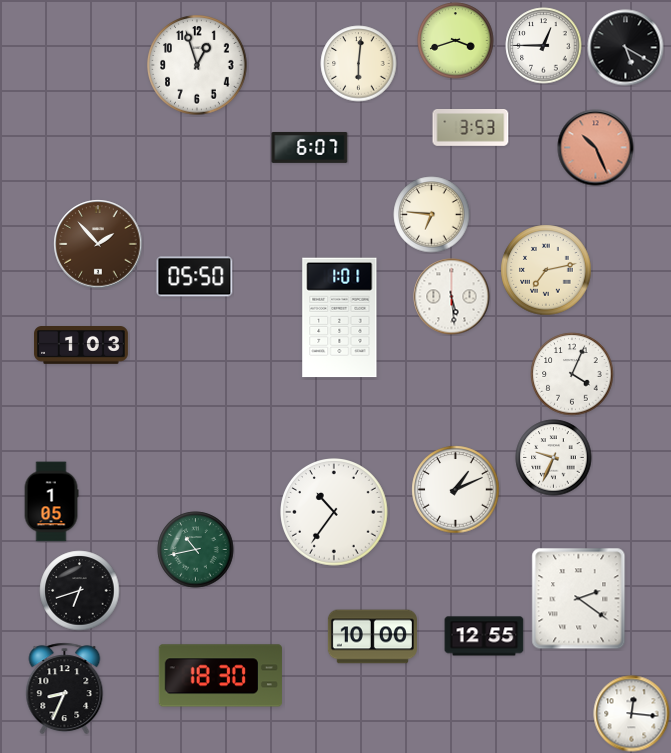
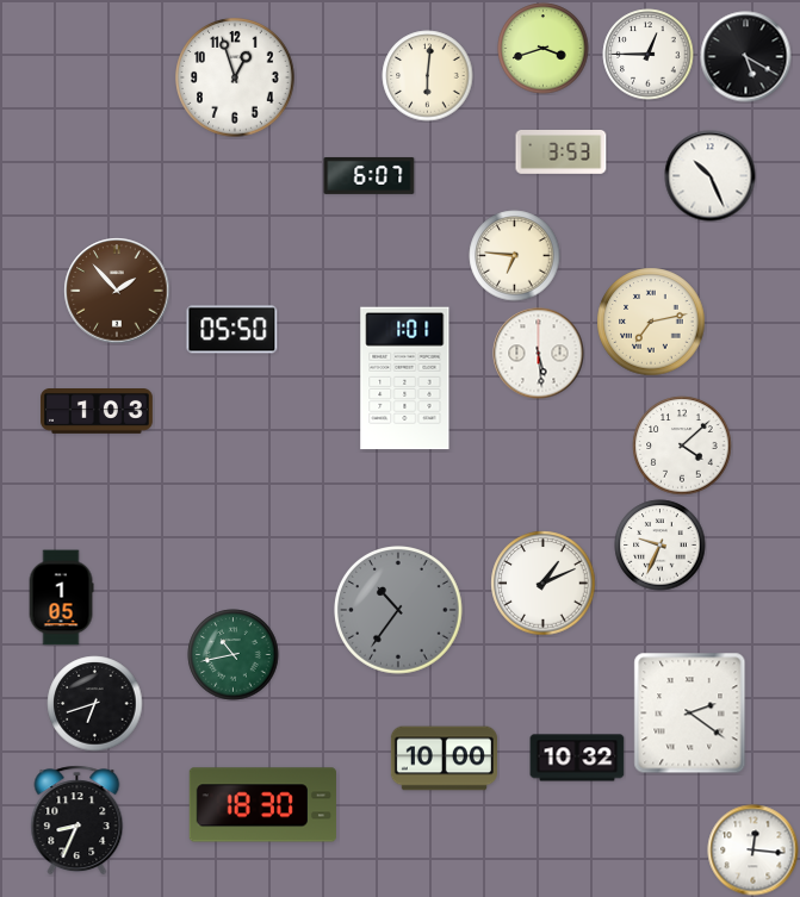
clock at (596, 148) dial: salmon -> white
clock at (572, 374): 4:04 -> 4:08
clock at (335, 513) dial: white -> grey
clock at (484, 636): 12:55 -> 10:32
